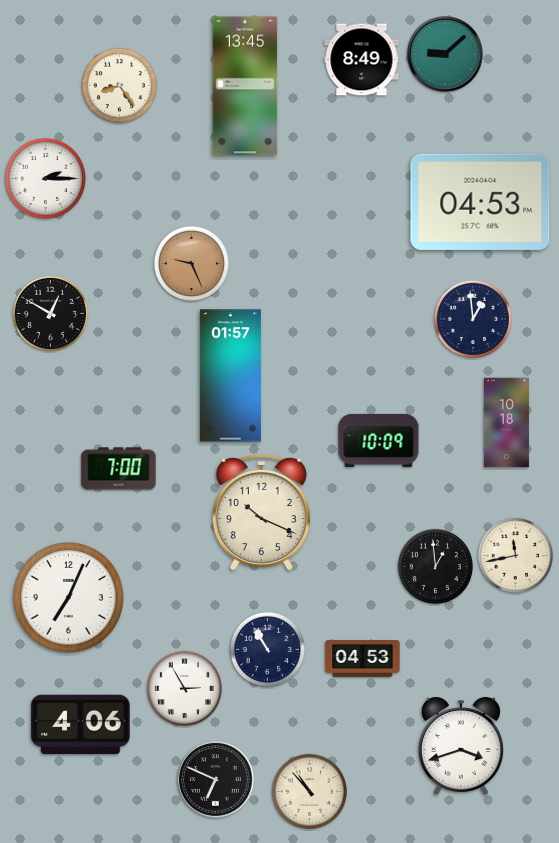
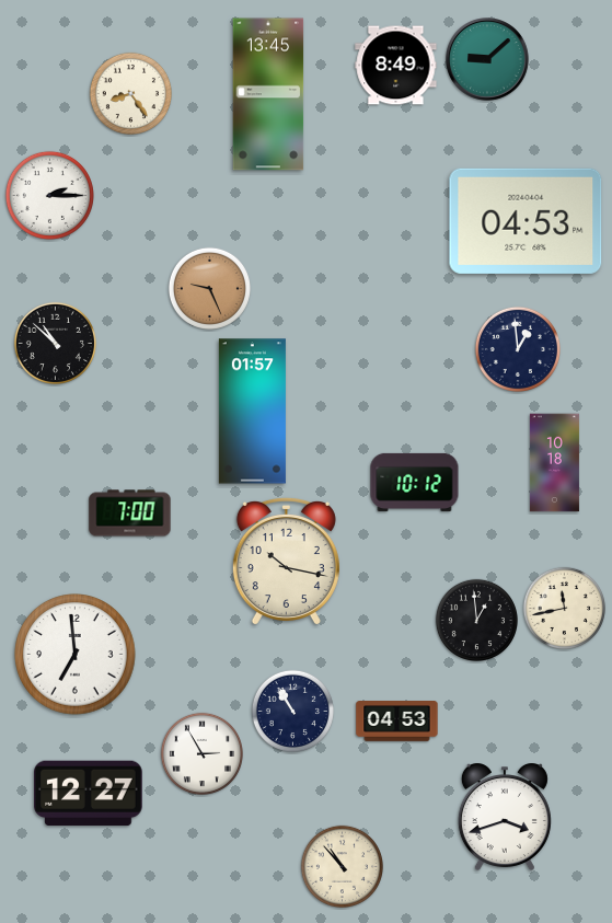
clock at (50, 313): 12:50 -> 10:52
clock at (379, 440): 10:09 -> 10:12
clock at (261, 512): 10:19 -> 10:17
clock at (69, 598): 7:04 -> 6:59
clock at (81, 725): 4:06 -> 12:27
clock at (216, 780): 6:49 -> none
clock at (309, 791) position: (309, 791) -> (342, 866)
